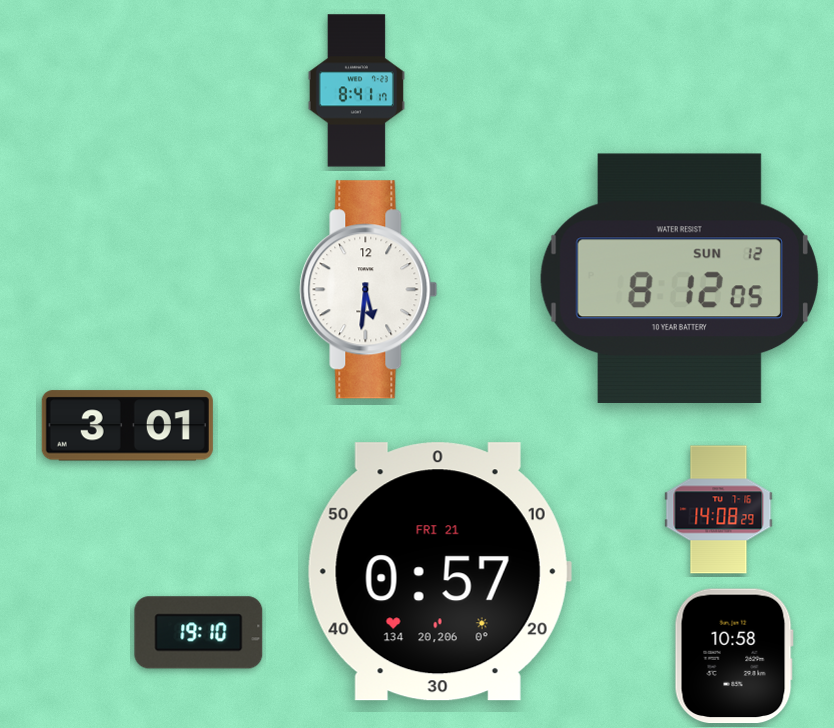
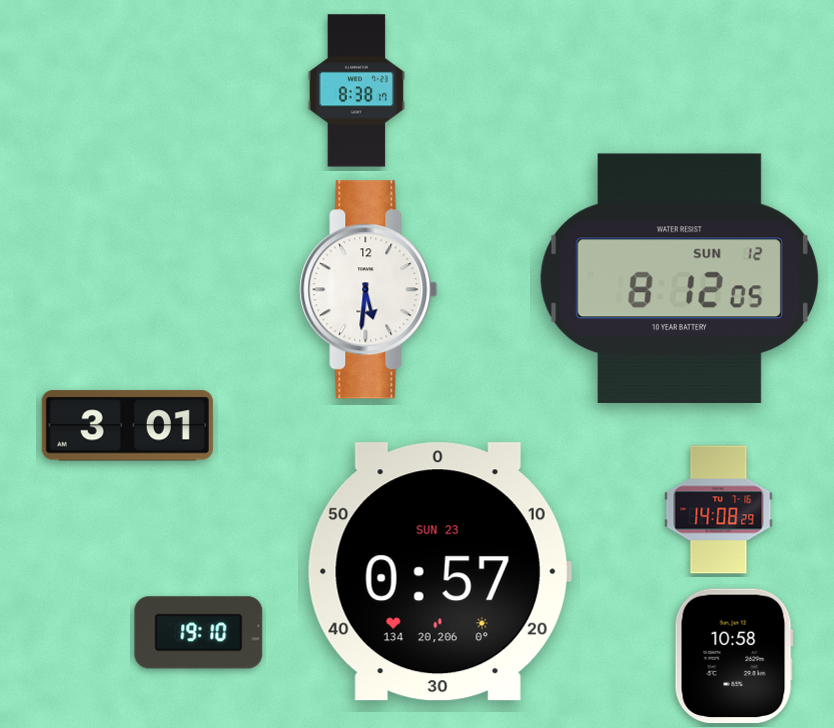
clock at (356, 91): 8:41 -> 8:38
clock at (439, 572) date: FRI 21 -> SUN 23
